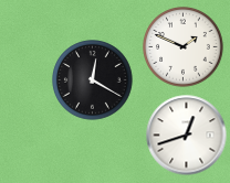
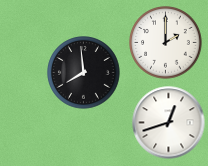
clock at (184, 47): 1:49 -> 2:00
clock at (93, 80): 12:20 -> 7:59
